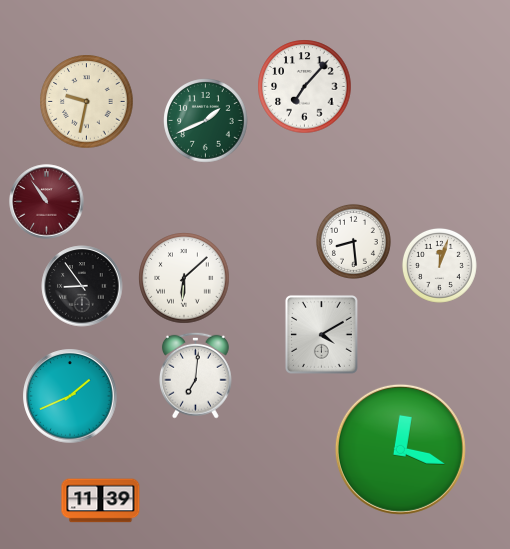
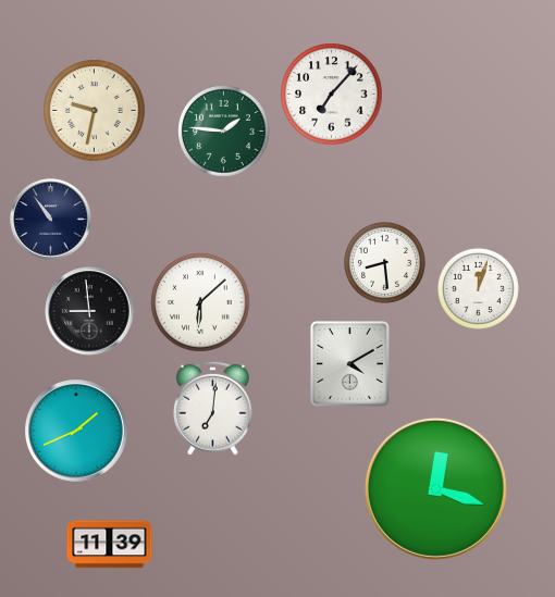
clock at (206, 121): 1:41 -> 1:46
clock at (47, 202) dial: burgundy -> navy
clock at (82, 286): 8:54 -> 8:59
